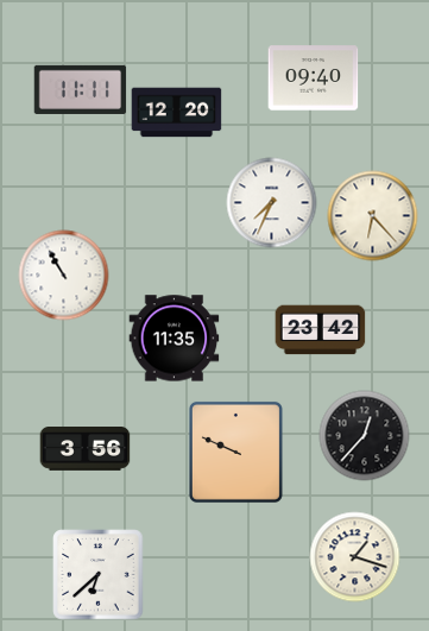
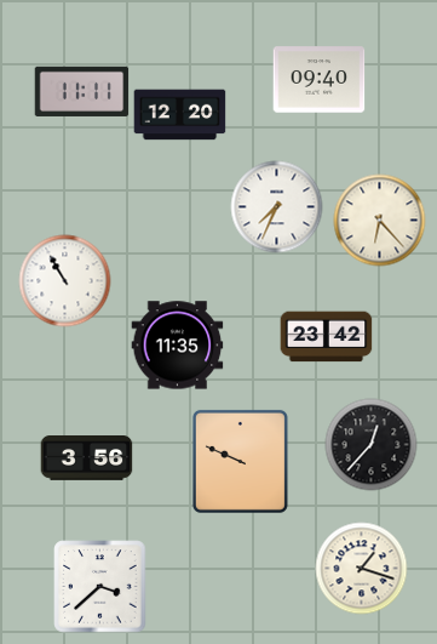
clock at (99, 575): 6:38 -> 3:38
